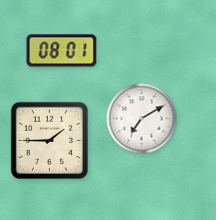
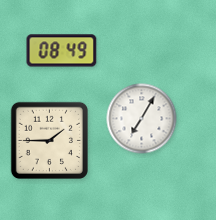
clock at (62, 51): 08:01 -> 08:49
clock at (142, 119): 7:10 -> 7:05
